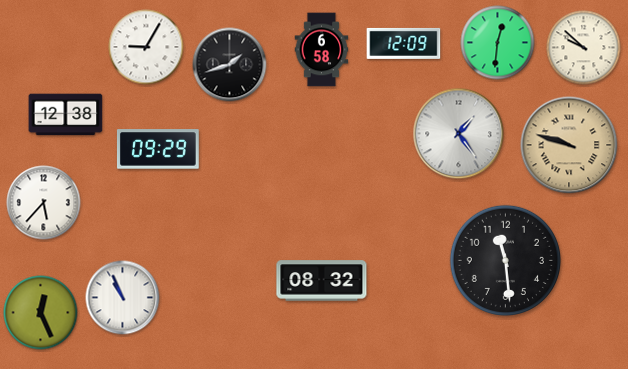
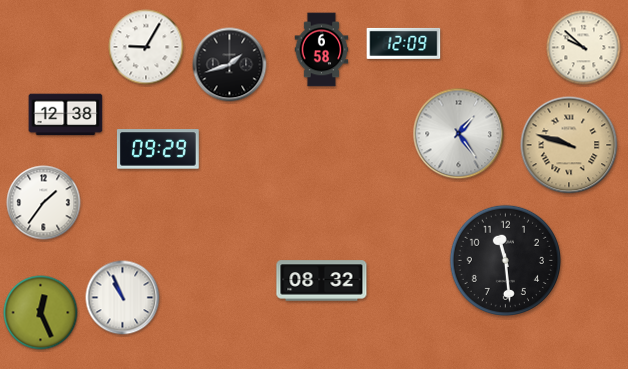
clock at (498, 43): 12:31 -> none
clock at (44, 203): 5:37 -> 1:36
